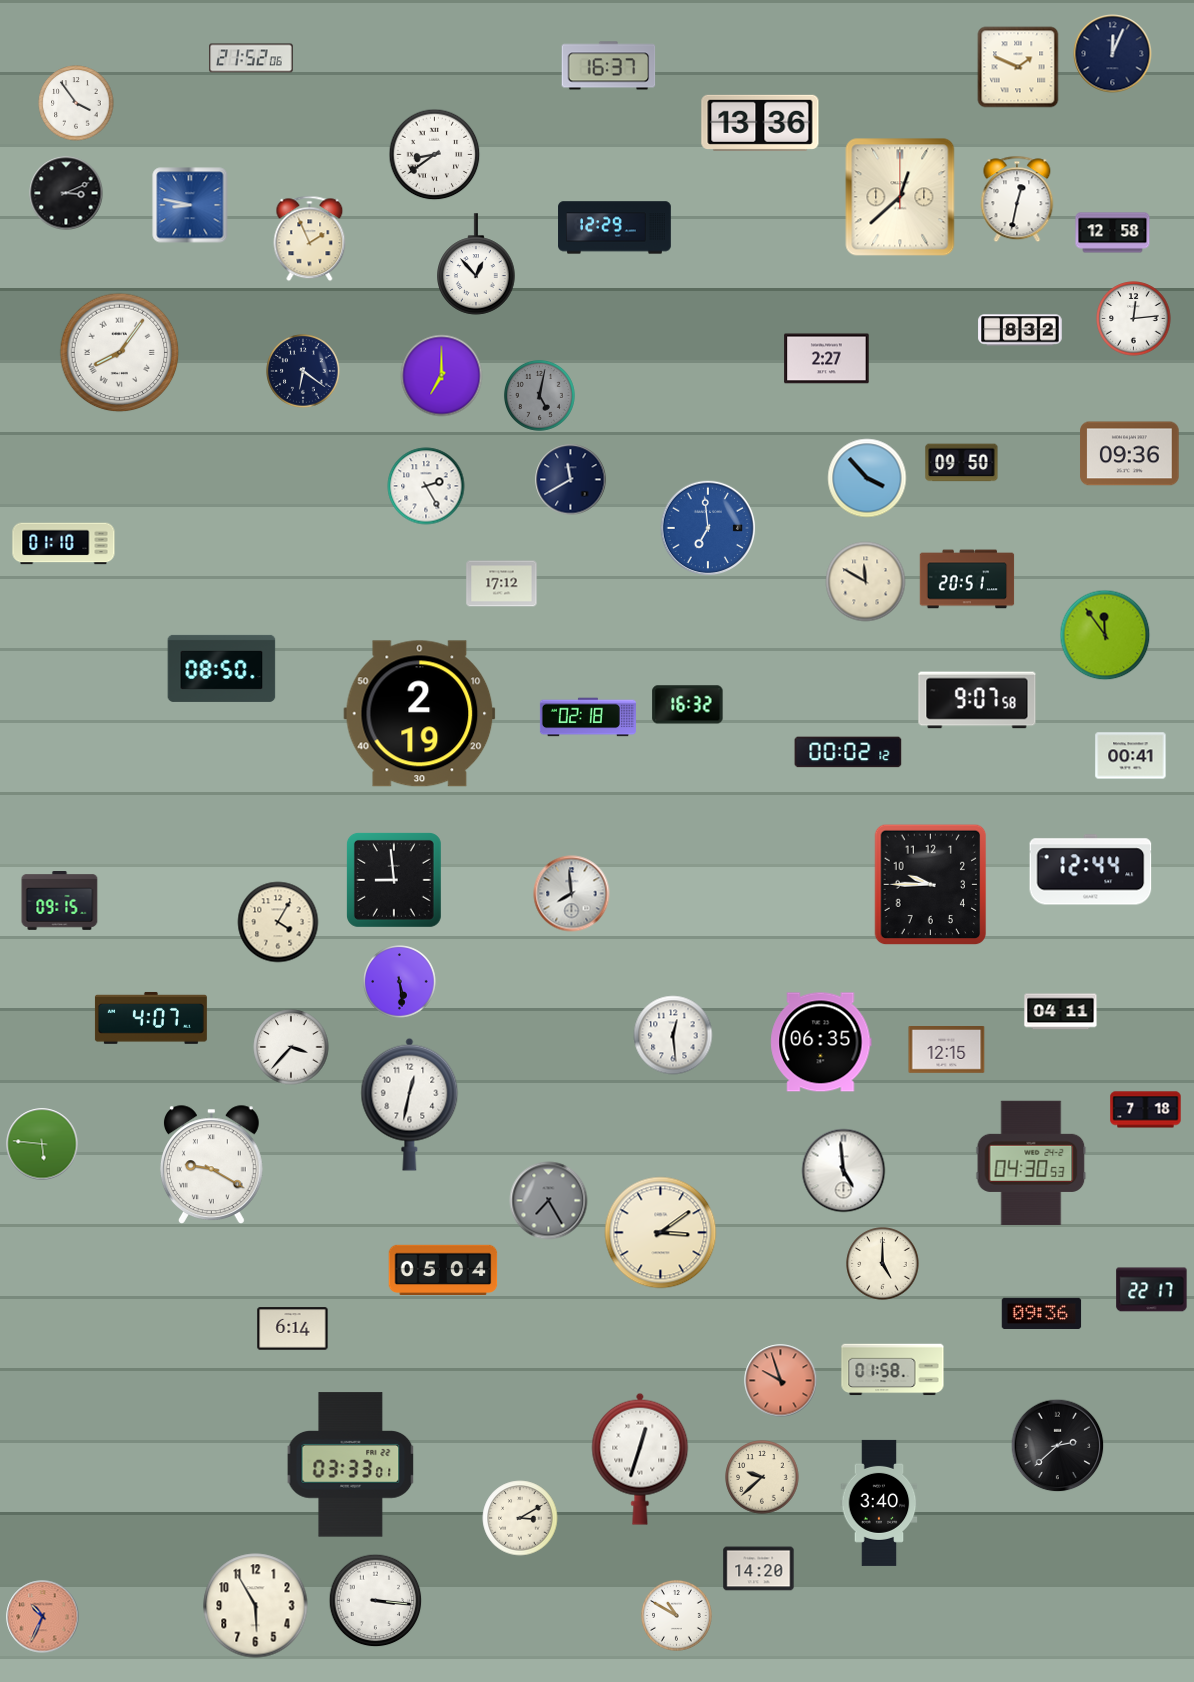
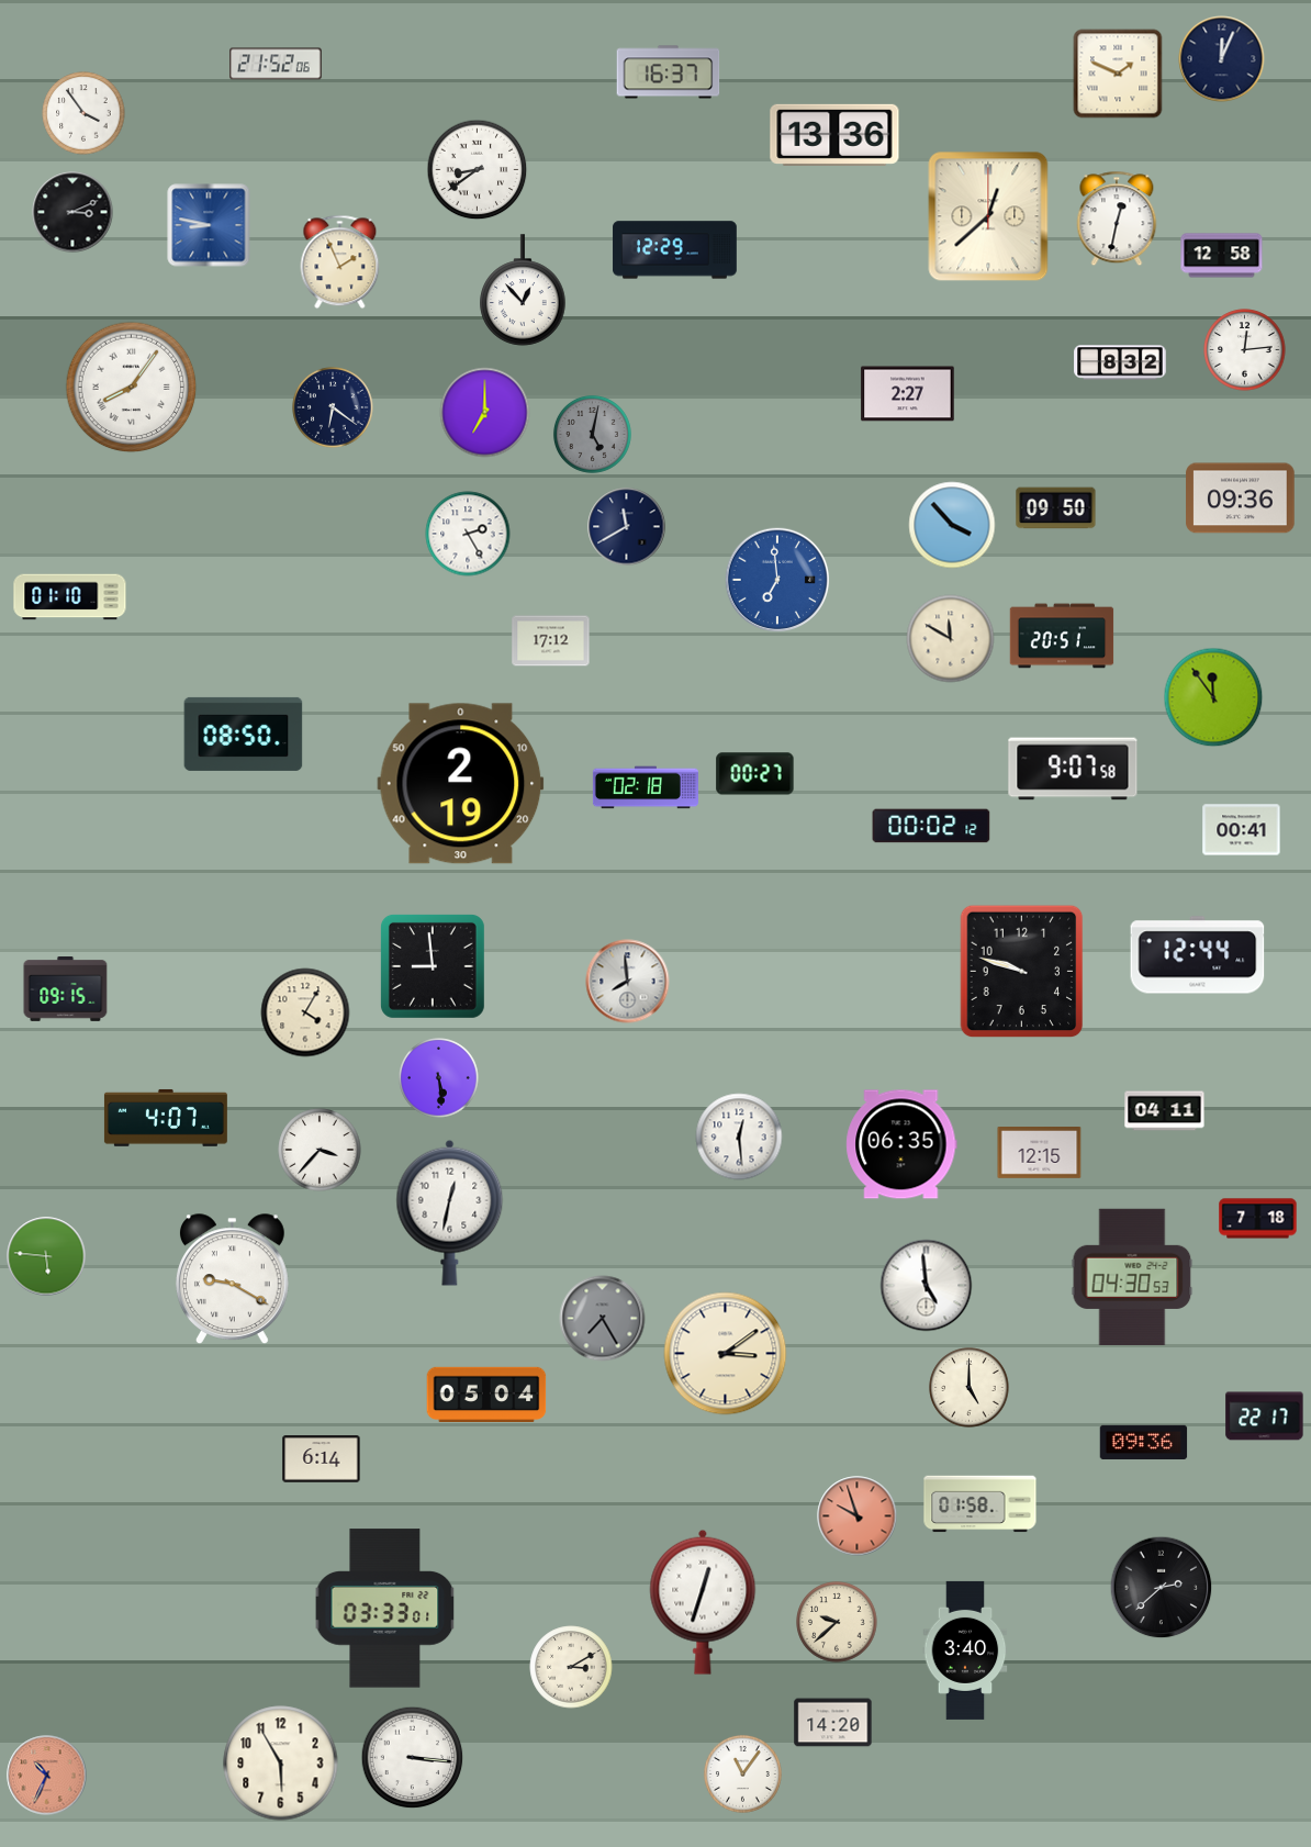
clock at (688, 705): 16:32 -> 00:27
clock at (931, 885): 9:45 -> 9:48
clock at (677, 1616): 10:50 -> 11:06
